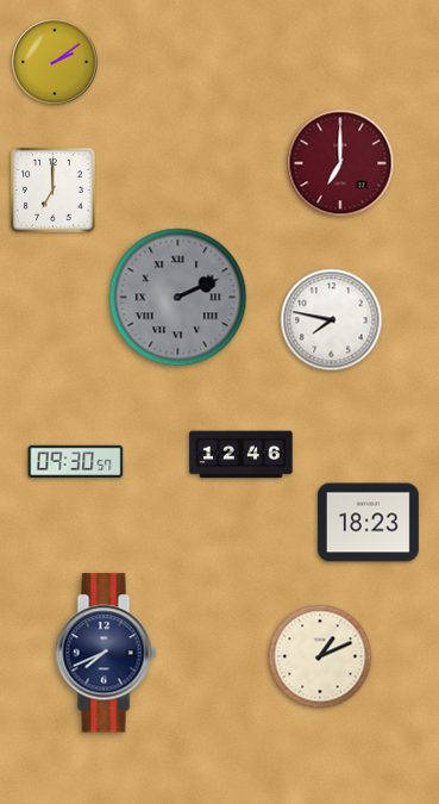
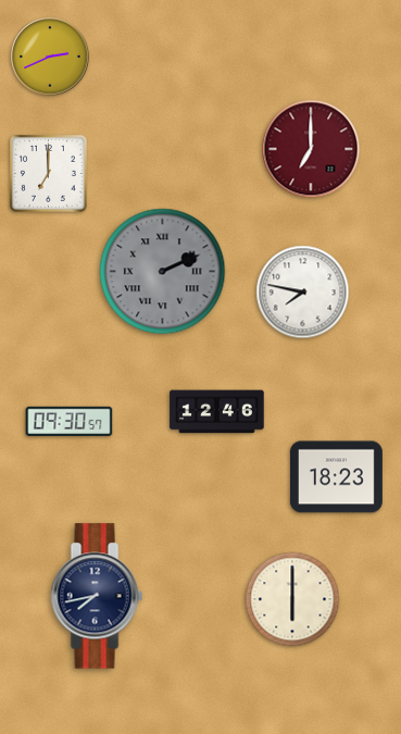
clock at (55, 62): 2:09 -> 2:41
clock at (242, 455) position: (242, 455) -> (217, 412)
clock at (106, 653): 7:41 -> 7:43
clock at (320, 656): 1:11 -> 6:00
